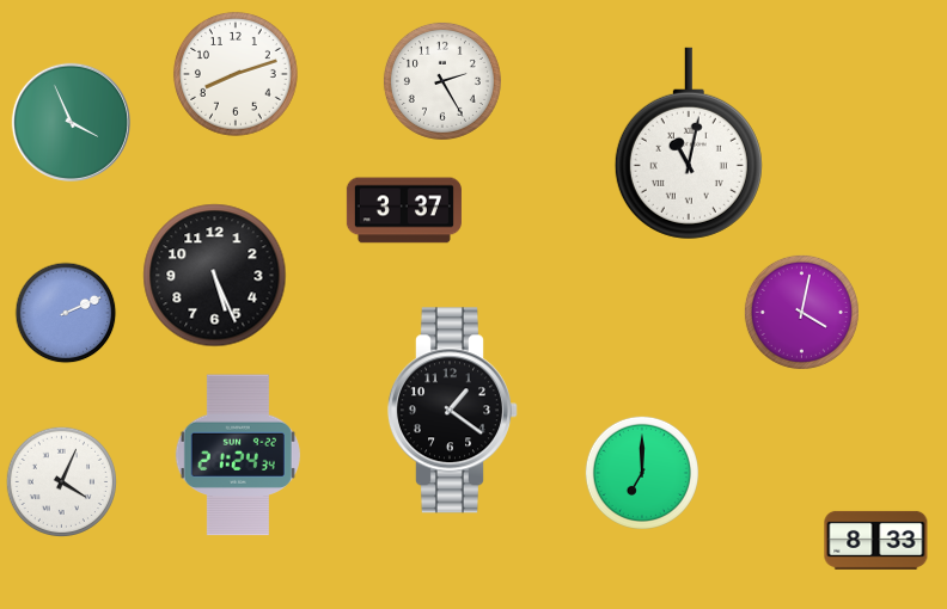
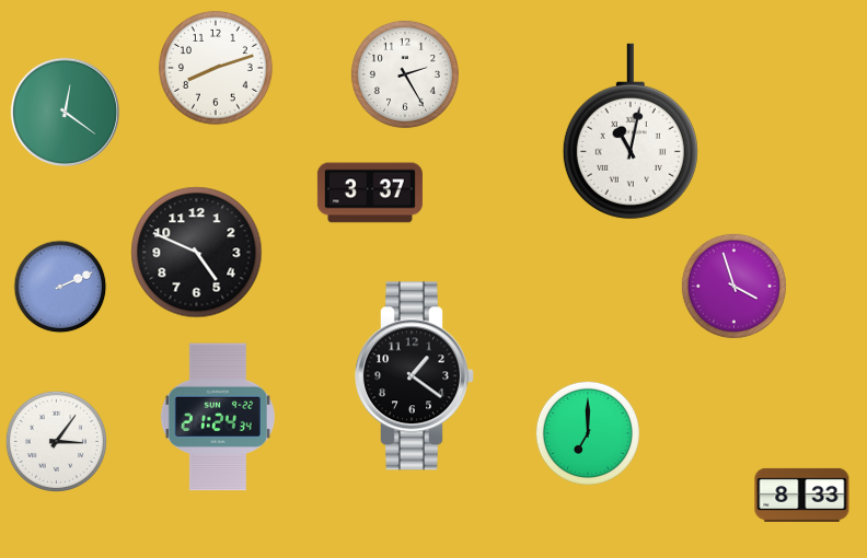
clock at (71, 122): 3:56 -> 12:21
clock at (215, 276): 5:26 -> 4:49
clock at (801, 312): 4:02 -> 3:57
clock at (61, 481): 4:04 -> 3:06
